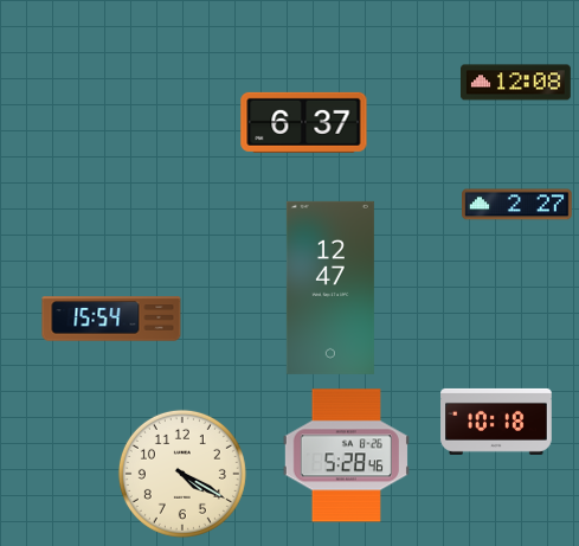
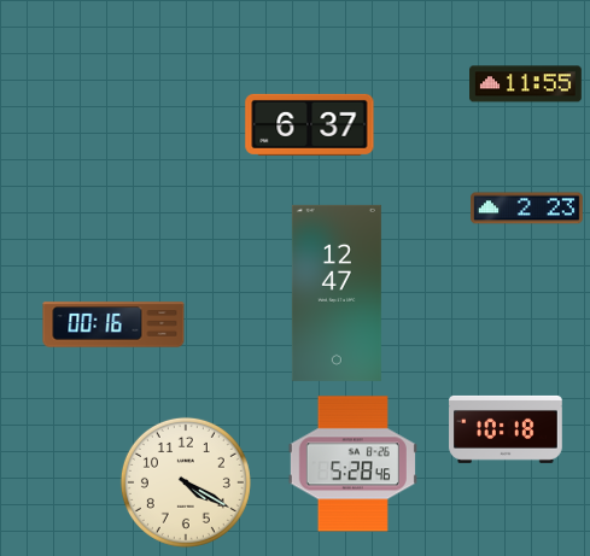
clock at (516, 83): 12:08 -> 11:55
clock at (517, 205): 2:27 -> 2:23
clock at (111, 319): 15:54 -> 00:16
